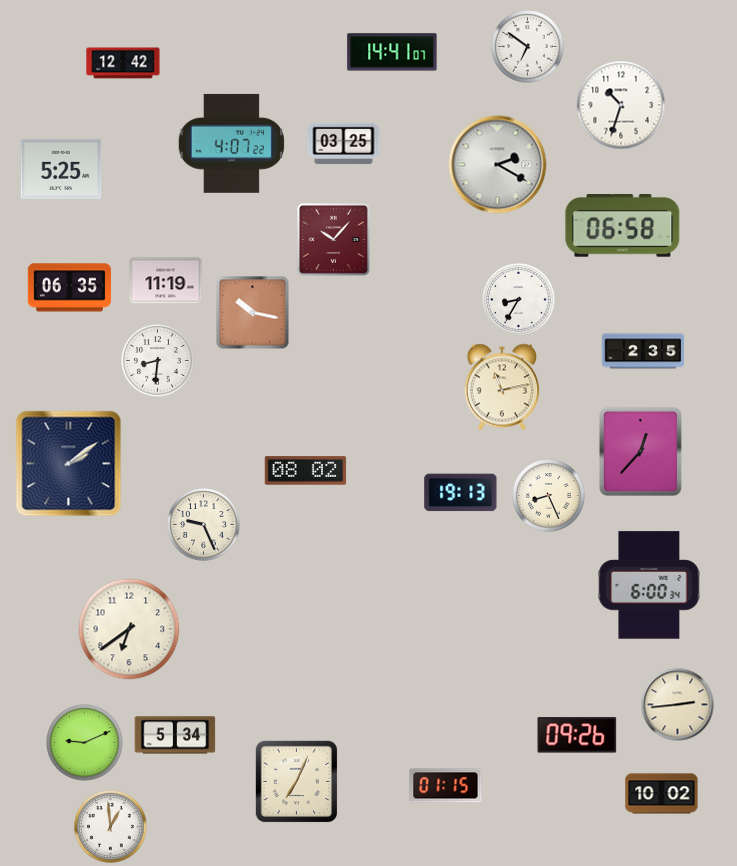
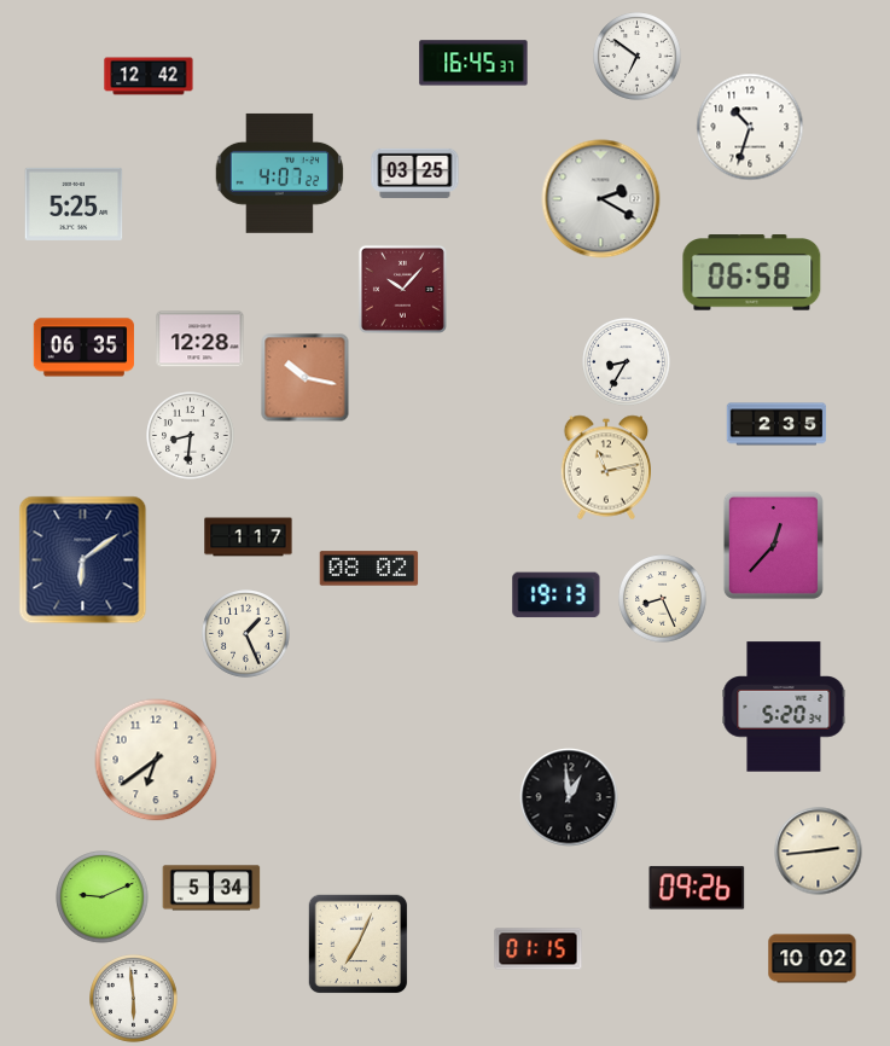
clock at (392, 52): 14:41 -> 16:45
clock at (166, 281): 11:19 -> 12:28
clock at (249, 537): none -> 1:17
clock at (69, 464): 2:09 -> 6:09
clock at (204, 525): 9:26 -> 1:26
clock at (649, 585): 6:00 -> 5:20
clock at (569, 797): none -> 12:59
clock at (662, 794) position: (662, 794) -> (813, 959)
clock at (111, 827): 12:59 -> 5:59
